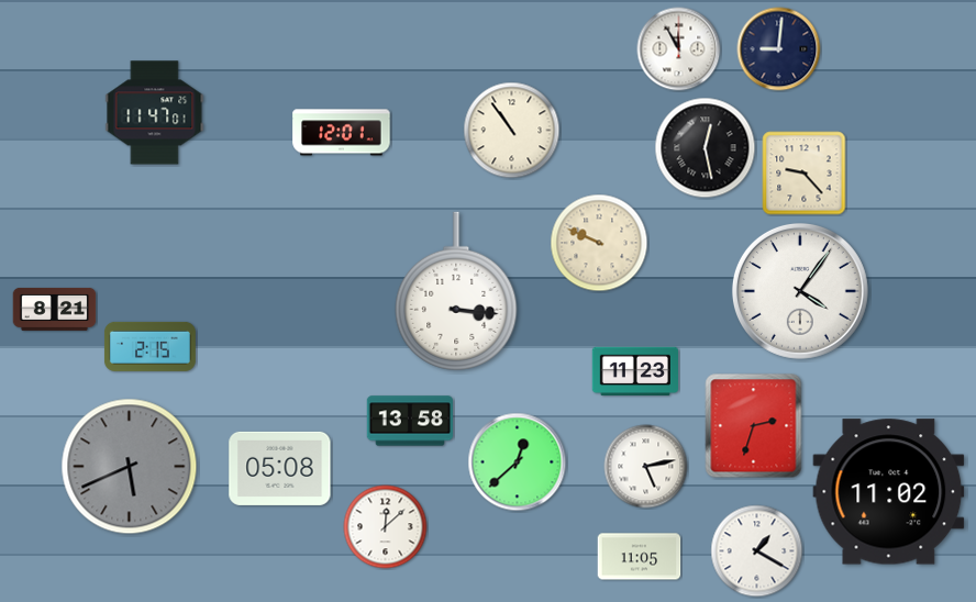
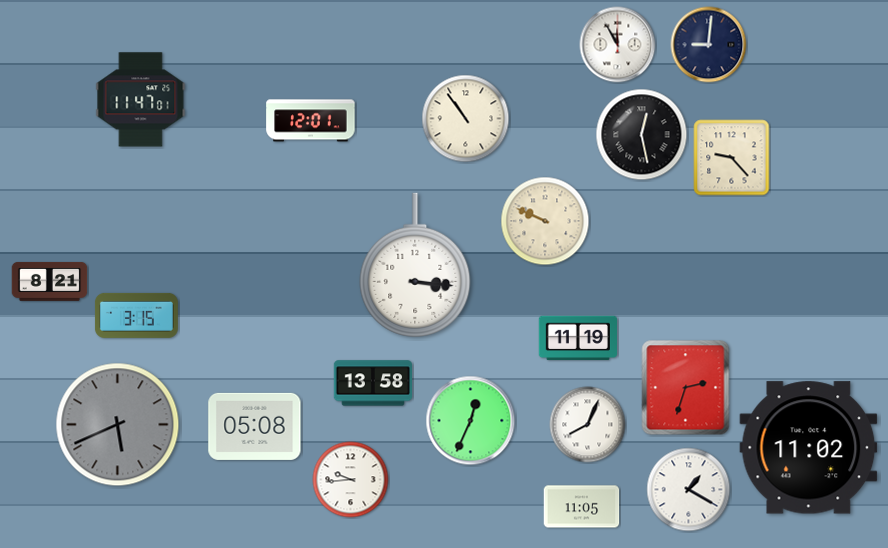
clock at (155, 113) position: (155, 113) -> (141, 100)
clock at (800, 291): 4:06 -> none
clock at (149, 346): 2:15 -> 3:15
clock at (634, 371): 11:23 -> 11:19
clock at (518, 462): 12:38 -> 12:34
clock at (646, 467): 5:13 -> 8:04
clock at (386, 527): 12:08 -> 9:44
clock at (757, 551) position: (757, 551) -> (689, 490)
